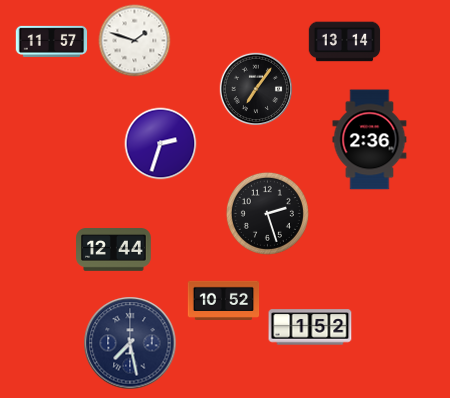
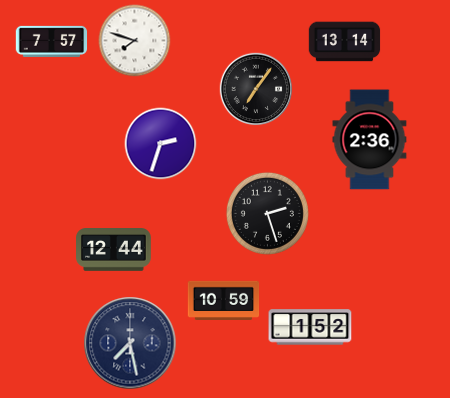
clock at (52, 41): 11:57 -> 7:57
clock at (135, 41): 1:48 -> 7:48
clock at (224, 300): 10:52 -> 10:59
